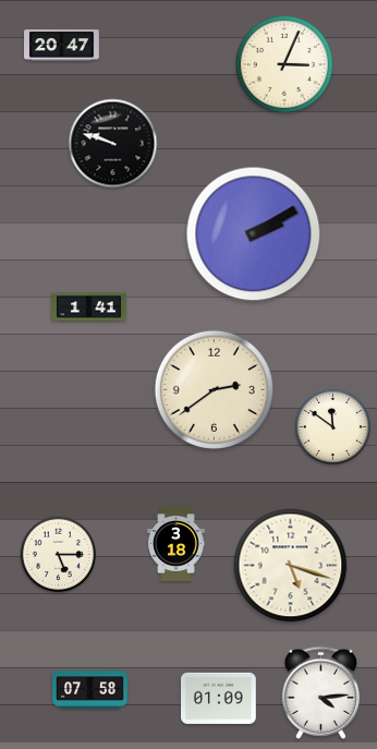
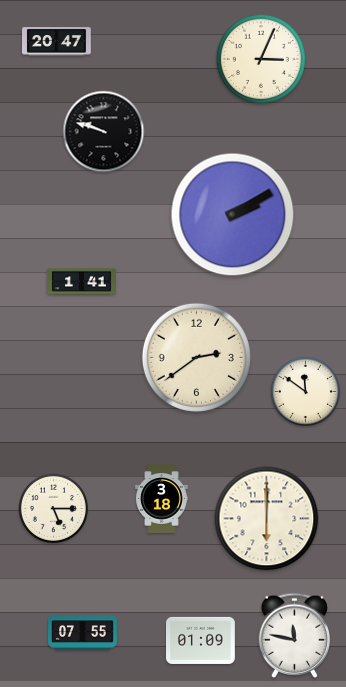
clock at (291, 566): 5:18 -> 6:00
clock at (90, 690): 07:58 -> 07:55
clock at (321, 692): 4:14 -> 11:47
